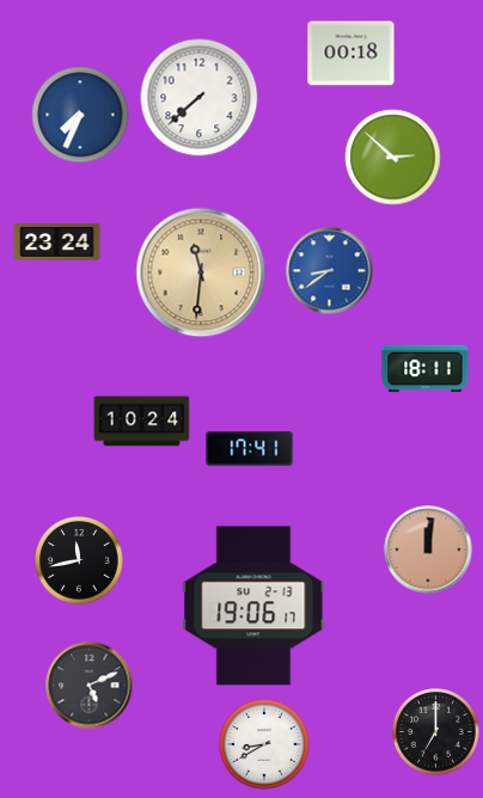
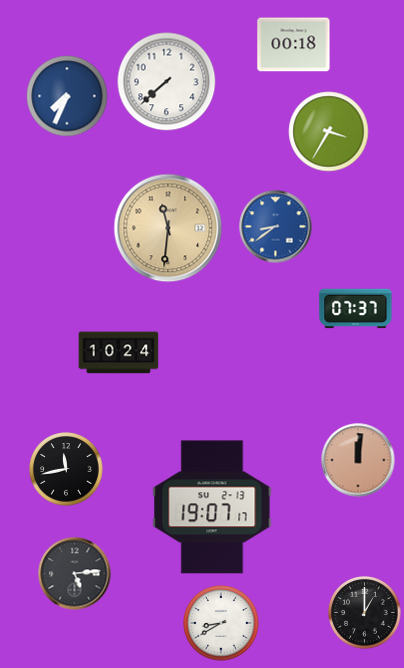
clock at (393, 158): 2:52 -> 3:35
clock at (57, 243): 23:24 -> none
clock at (426, 369): 18:11 -> 07:37
clock at (250, 449): 17:41 -> none
clock at (253, 606): 19:06 -> 19:07
clock at (90, 686): 5:11 -> 5:14
clock at (436, 732): 7:00 -> 1:00
